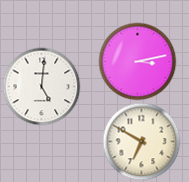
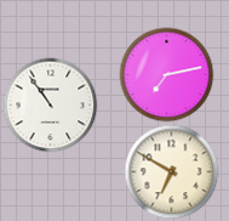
clock at (137, 61): 3:13 -> 7:13
clock at (41, 86): 5:01 -> 10:54
